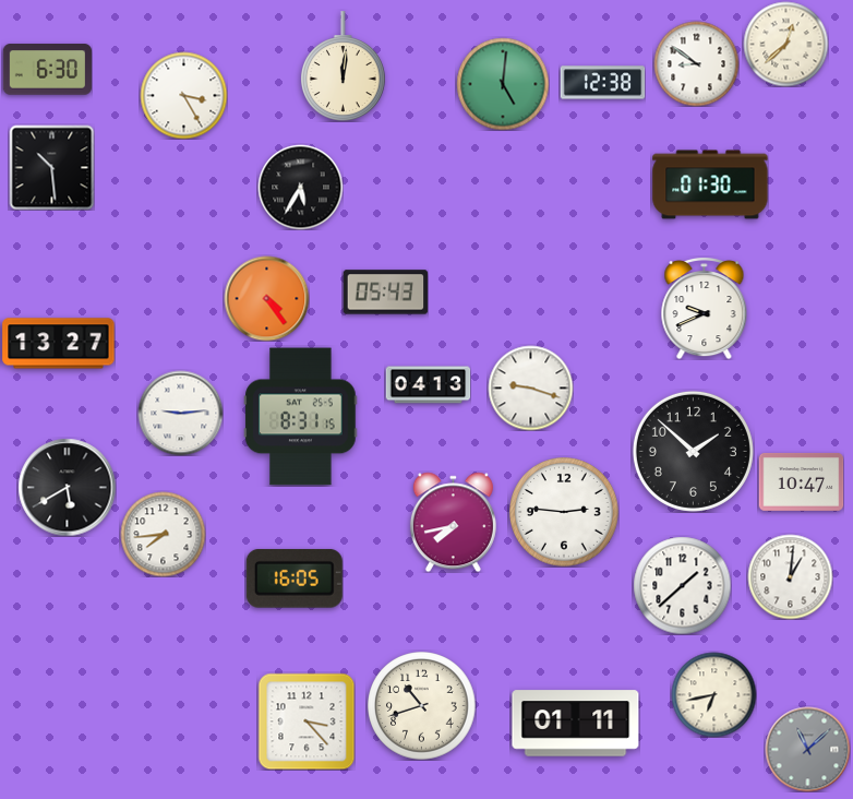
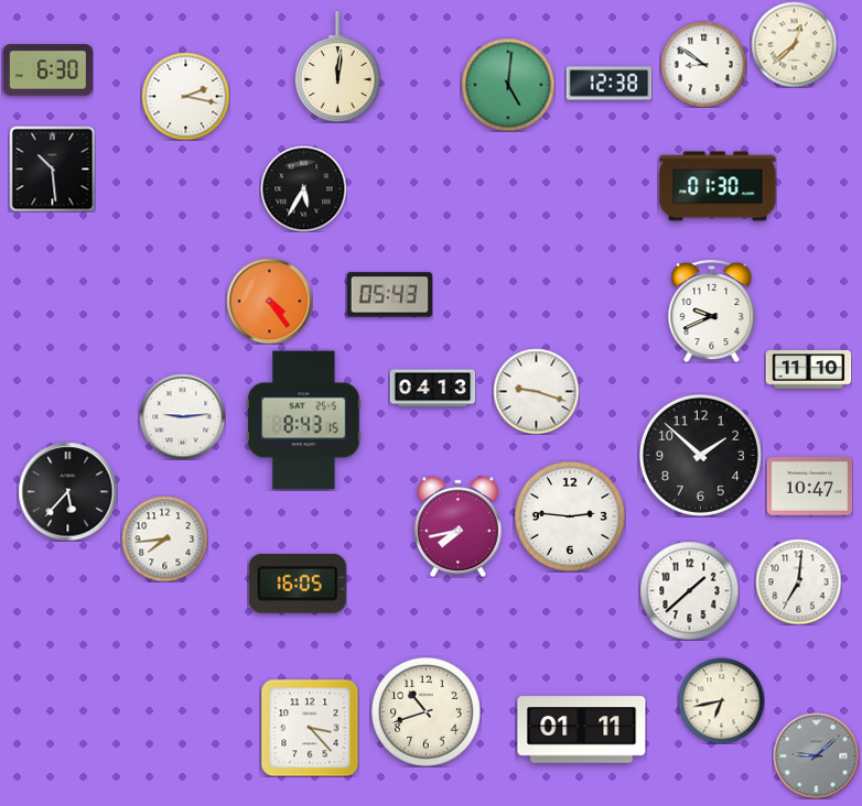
clock at (343, 67) position: (343, 67) -> (337, 67)
clock at (183, 95): 3:25 -> 2:17
clock at (59, 344): 13:27 -> none
clock at (808, 370): none -> 11:10
clock at (301, 417): 8:31 -> 8:43
clock at (67, 487): 5:40 -> 5:37
clock at (790, 576): 1:01 -> 7:01
clock at (807, 749): 11:08 -> 9:08
